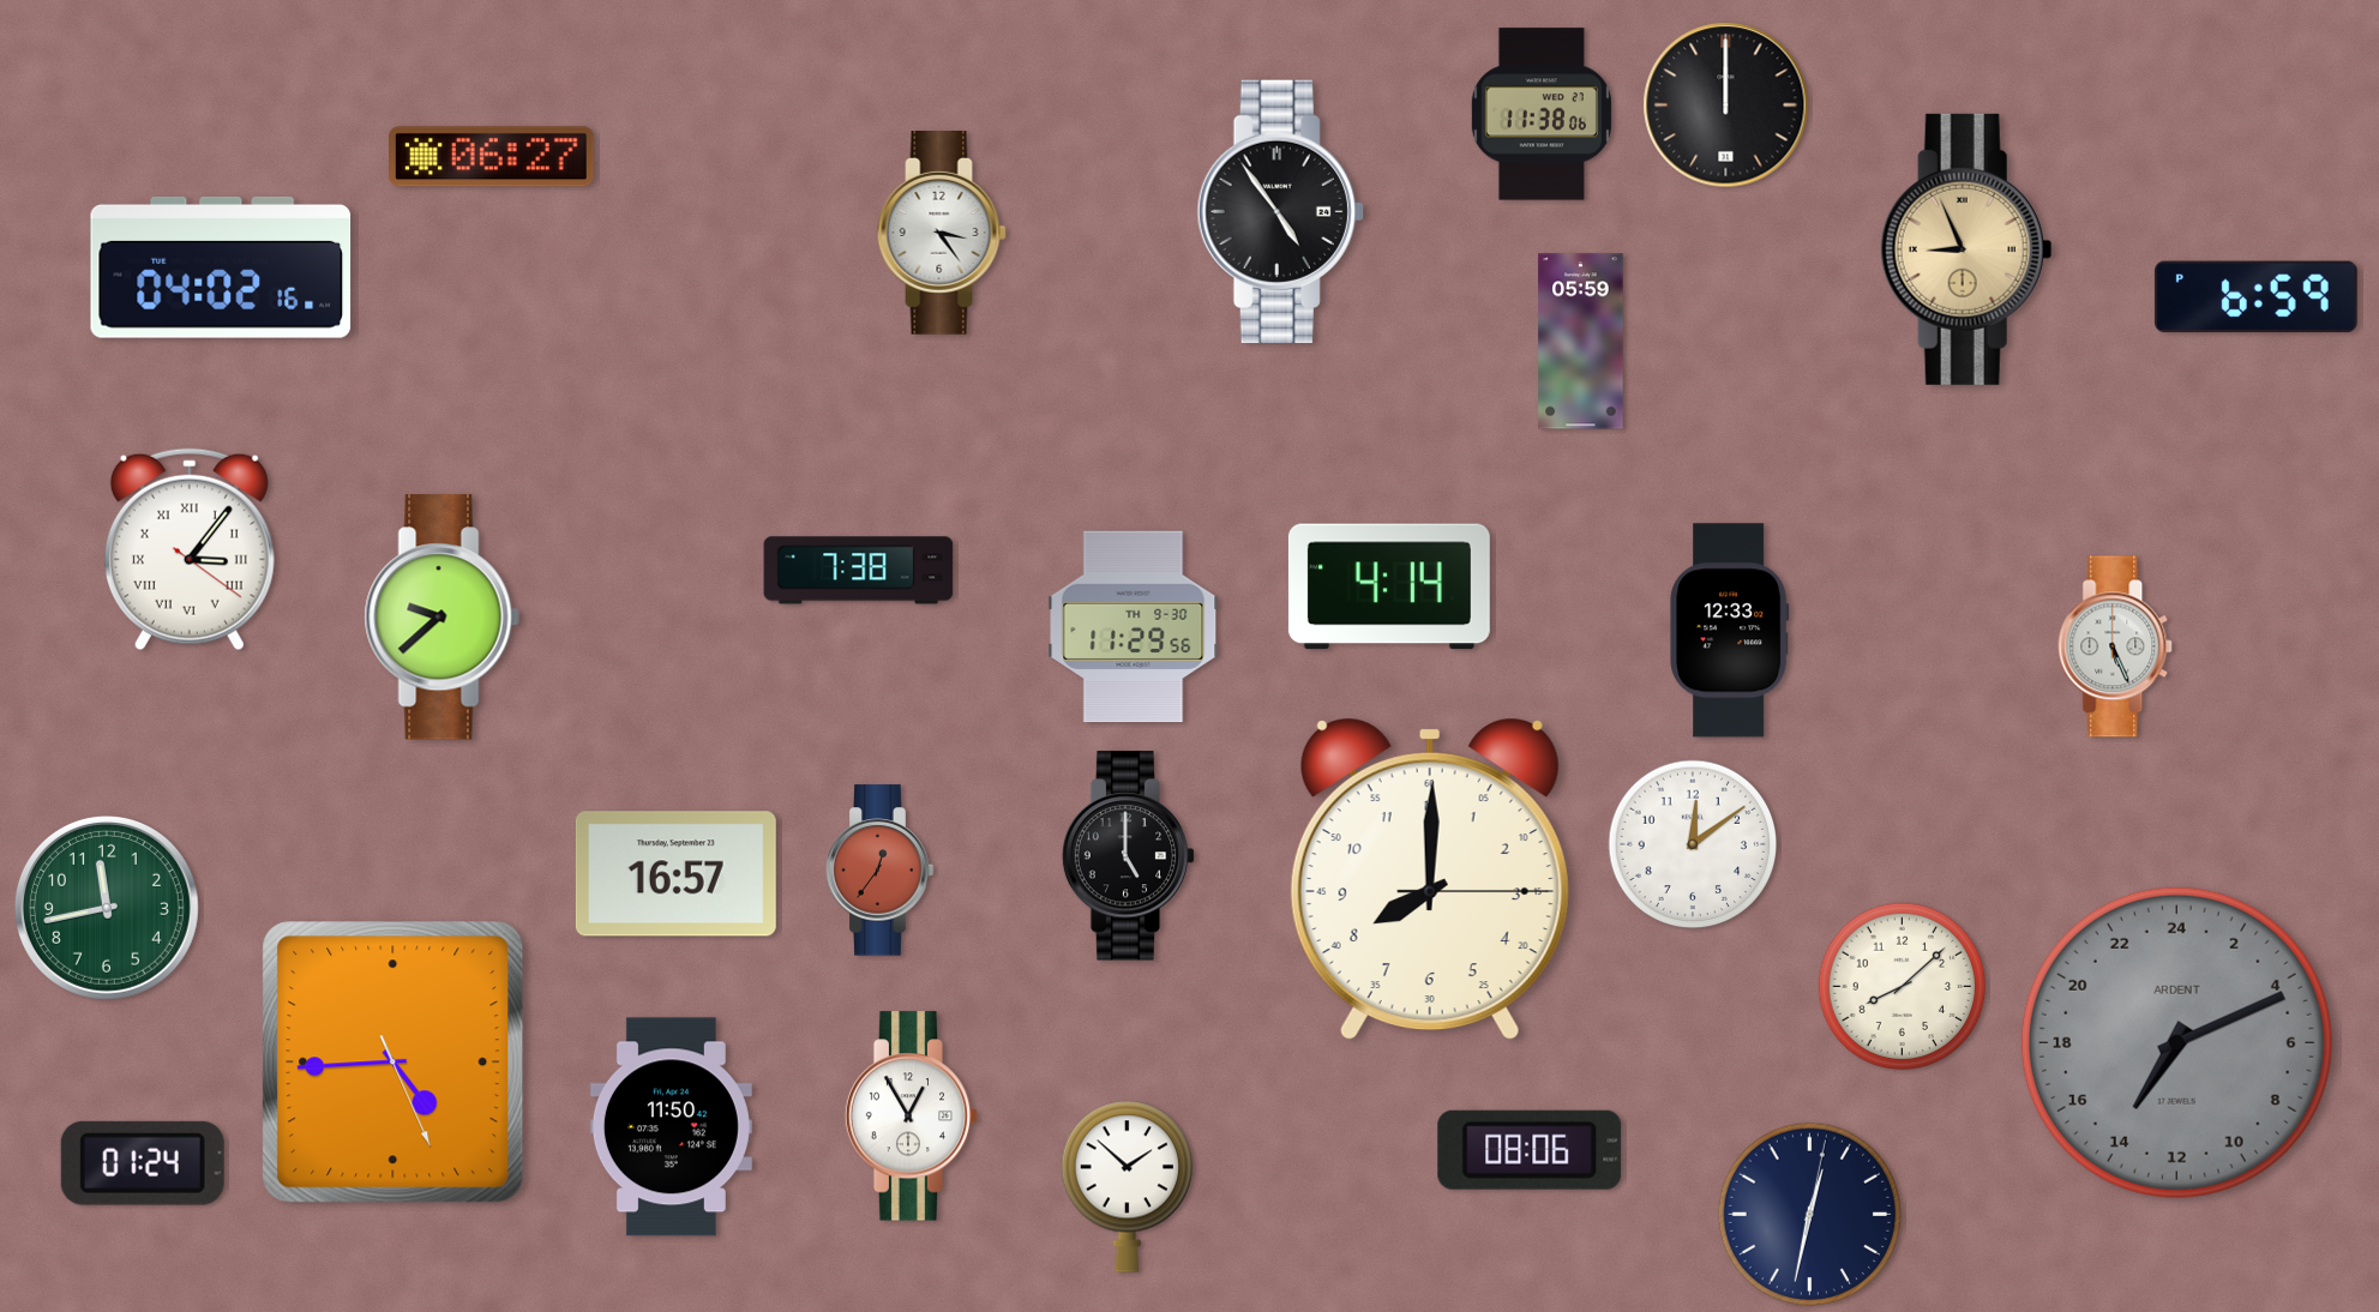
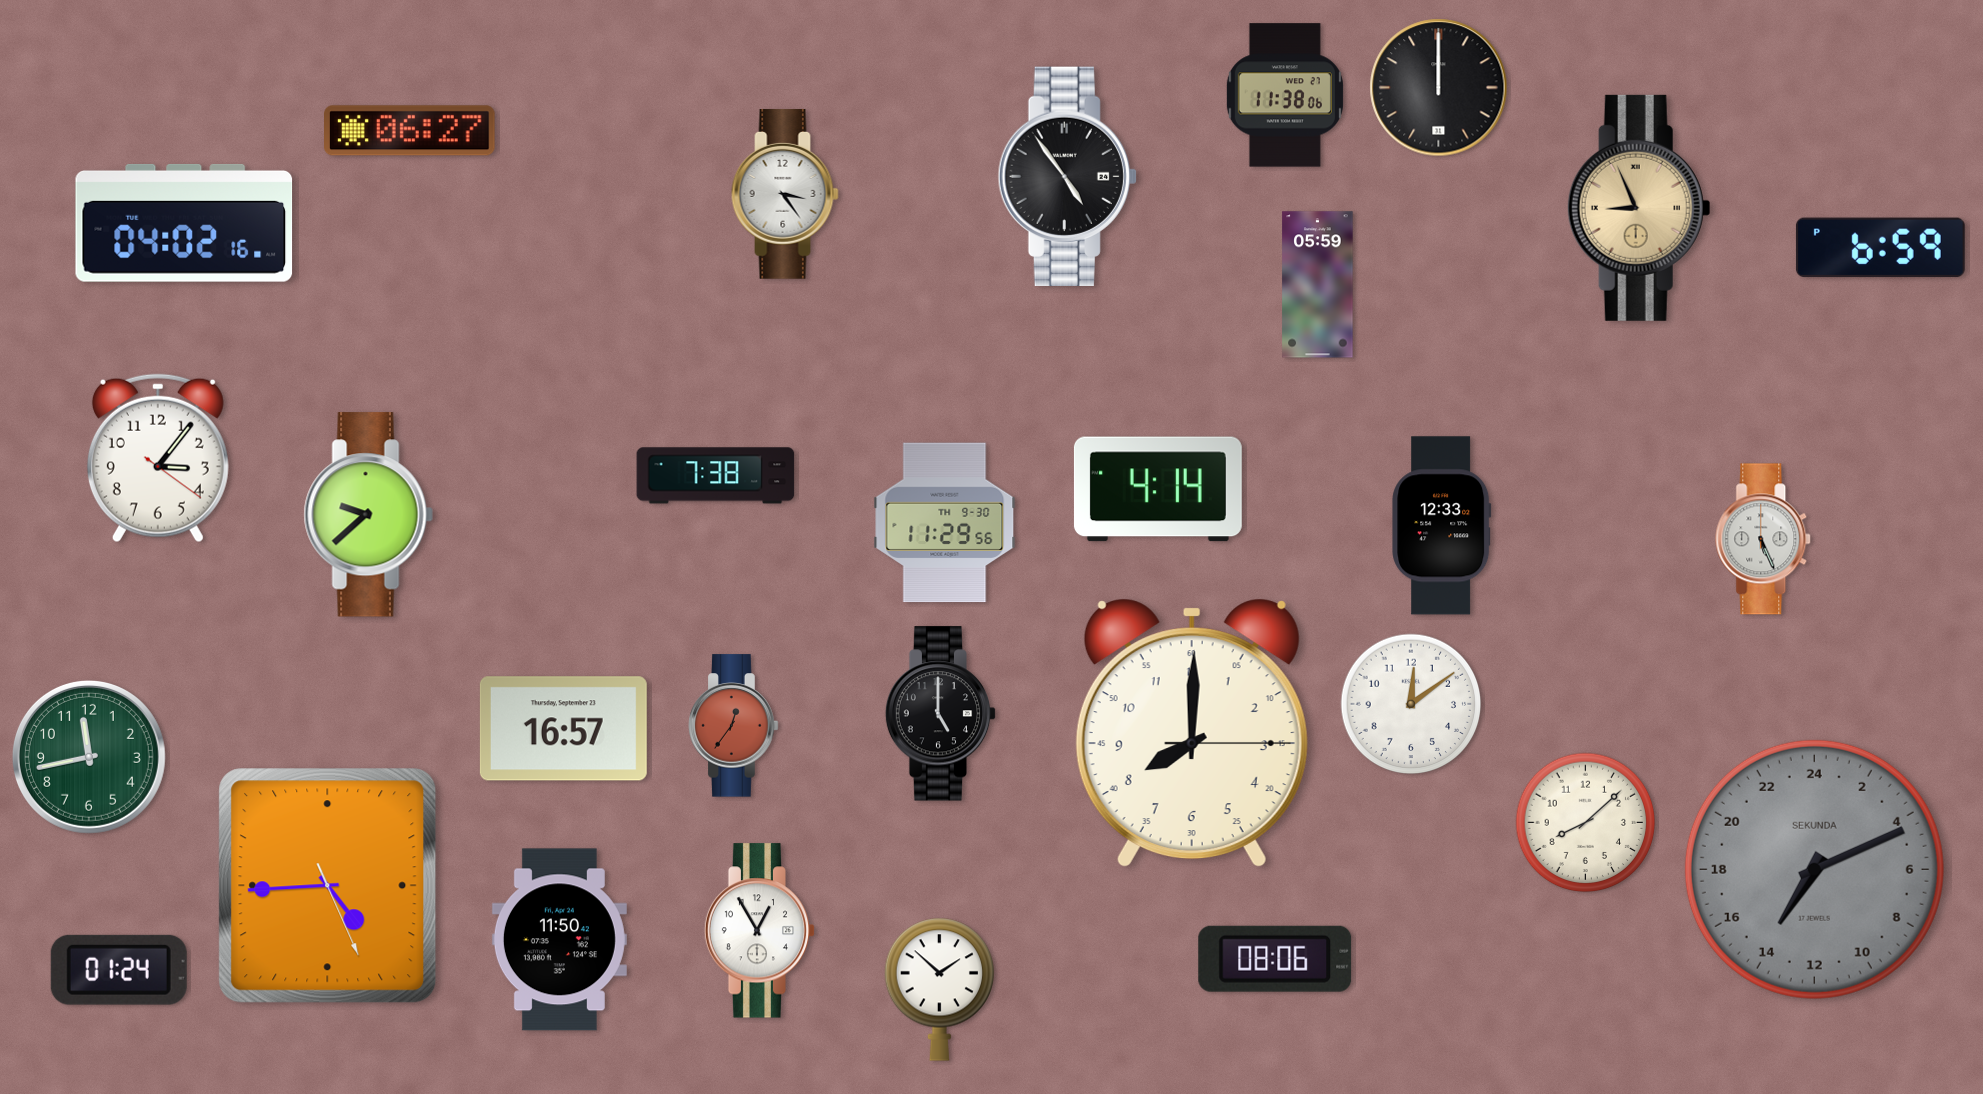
clock at (190, 549) numerals: Roman -> Arabic
clock at (2176, 1042) brand: ARDENT -> SEKUNDA
clock at (1809, 1214): 12:32 -> none
